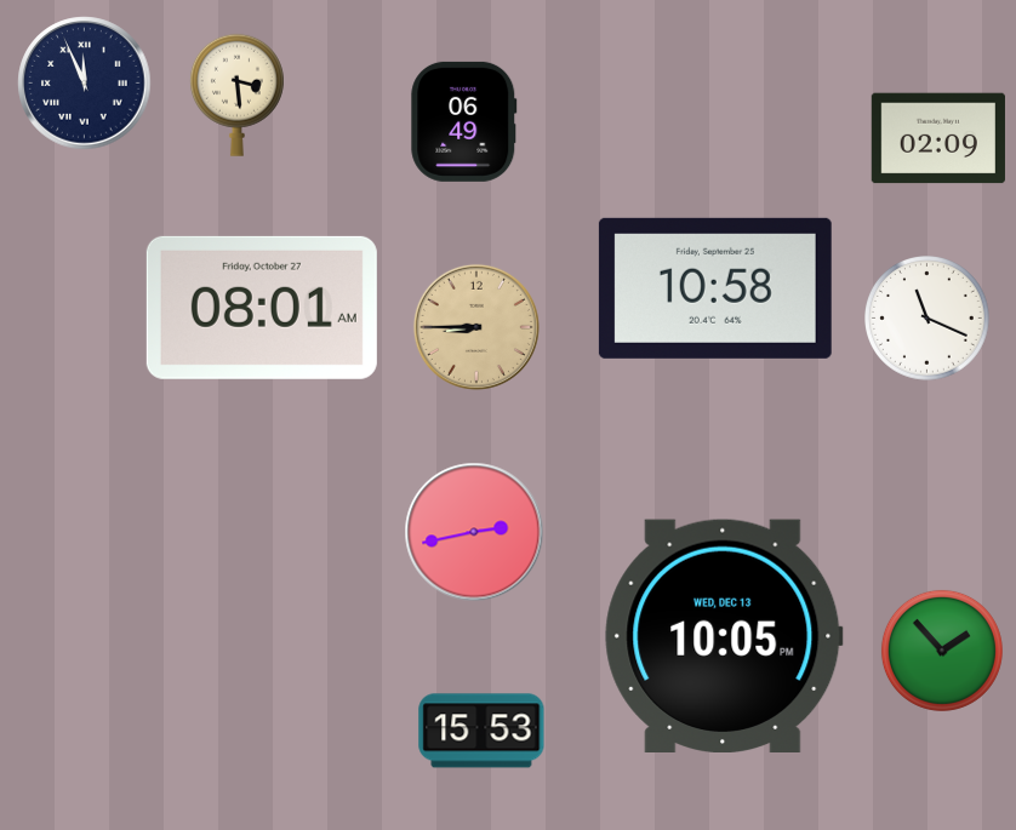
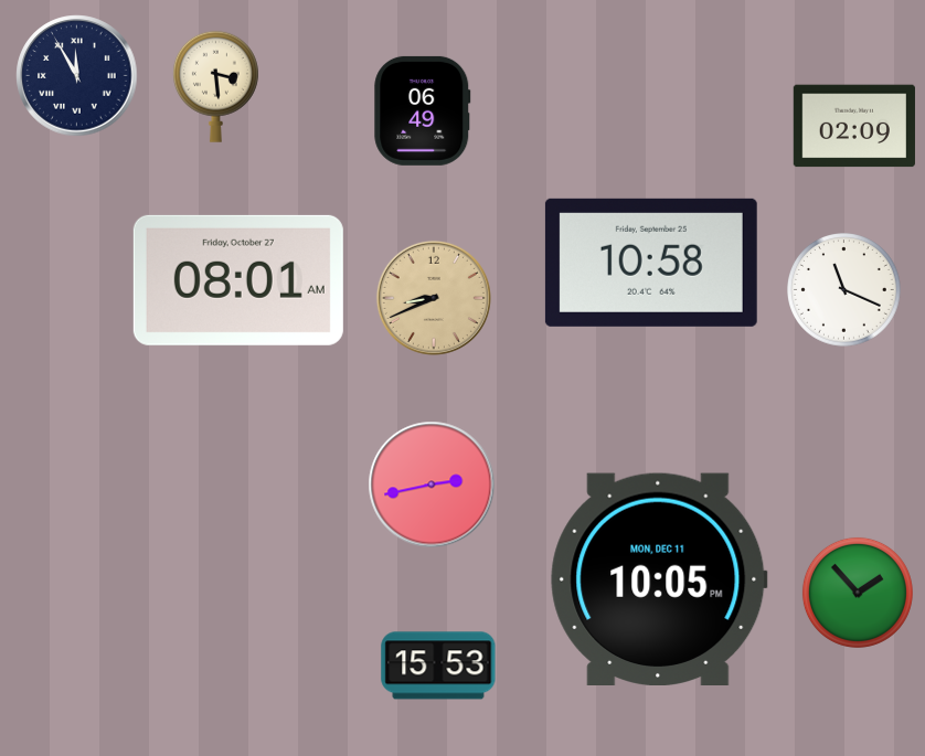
clock at (85, 84): 11:56 -> 11:55
clock at (476, 327): 8:45 -> 8:41
clock at (724, 635) date: WED, DEC 13 -> MON, DEC 11
